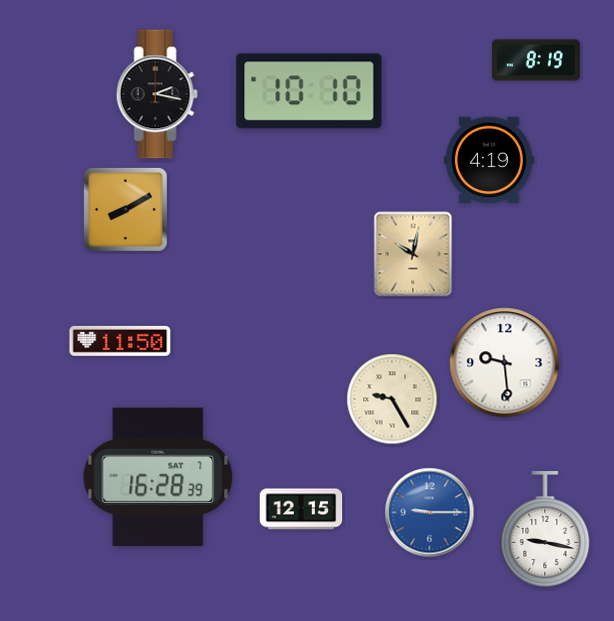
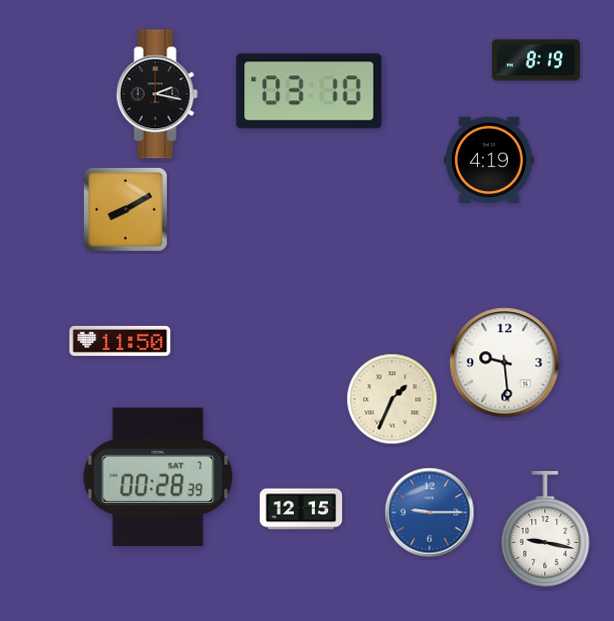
clock at (309, 91): 10:10 -> 03:10
clock at (413, 254): 10:02 -> none
clock at (392, 399): 9:25 -> 1:34
clock at (158, 476): 16:28 -> 00:28
